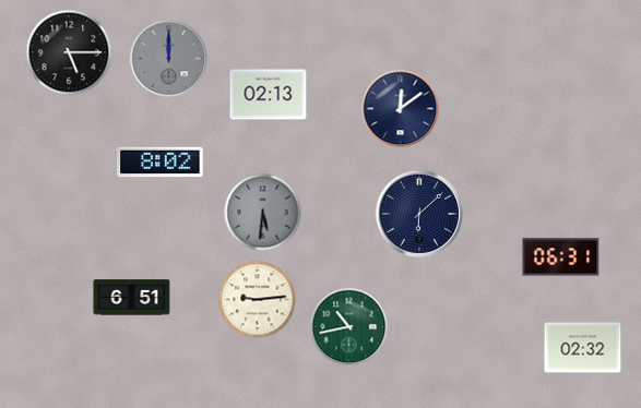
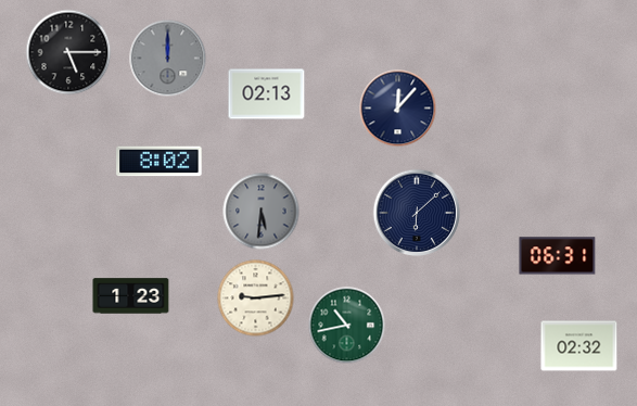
clock at (401, 109): 12:09 -> 12:07
clock at (132, 298): 6:51 -> 1:23
